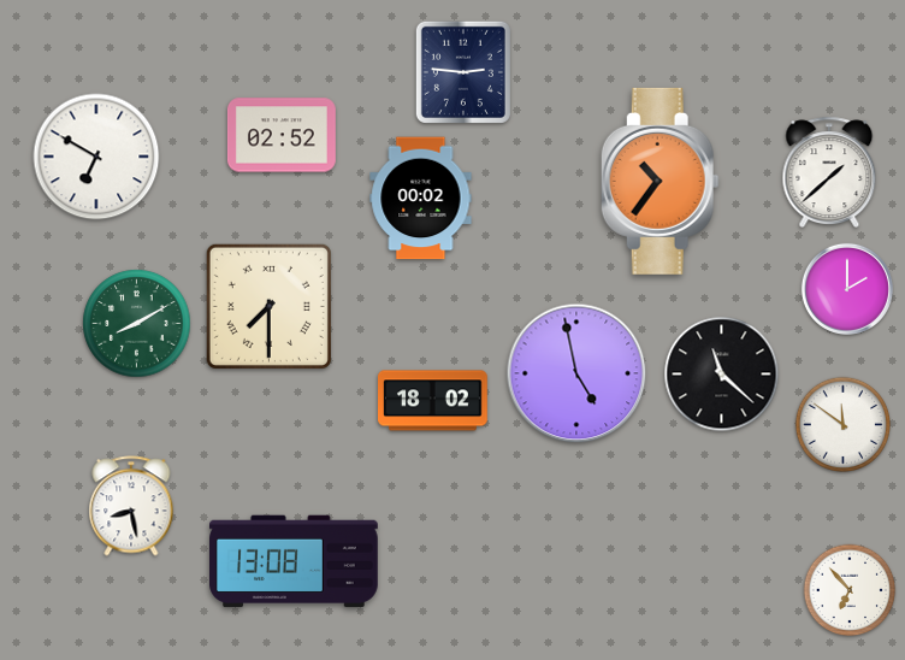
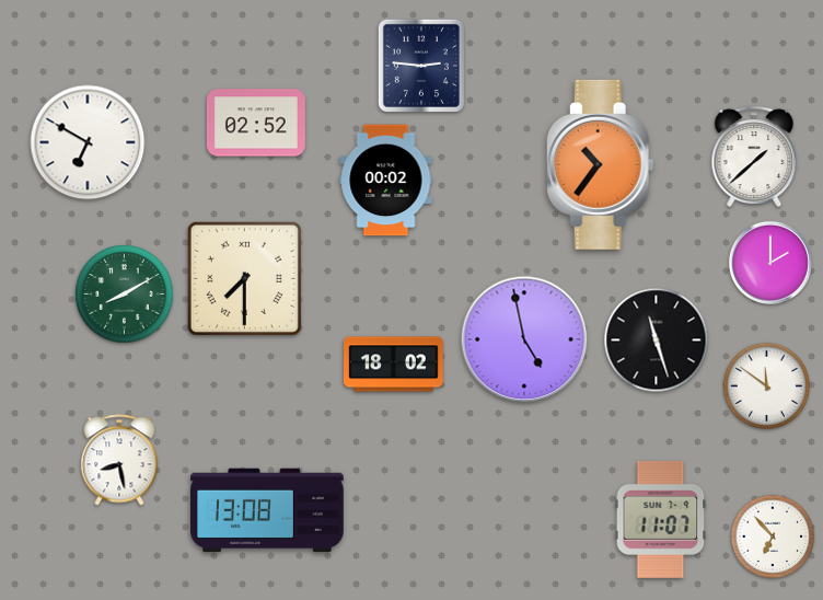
clock at (421, 199) position: (421, 199) -> (386, 181)
clock at (722, 375): 11:22 -> 11:27
clock at (661, 519): none -> 11:07
